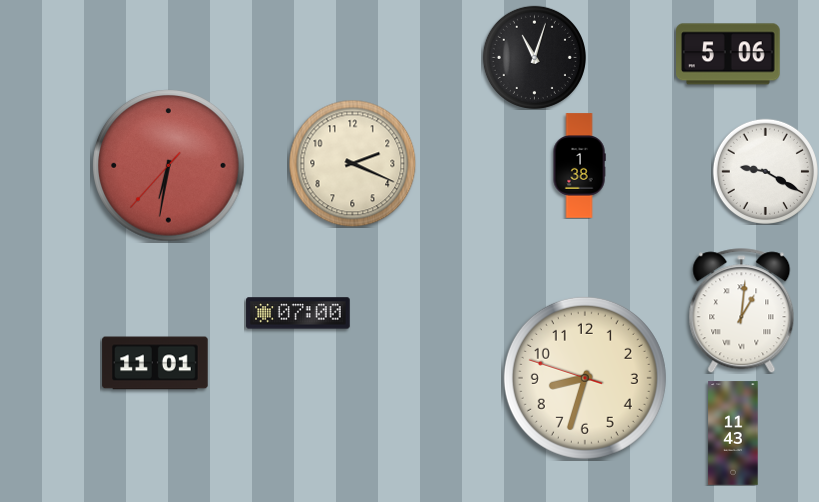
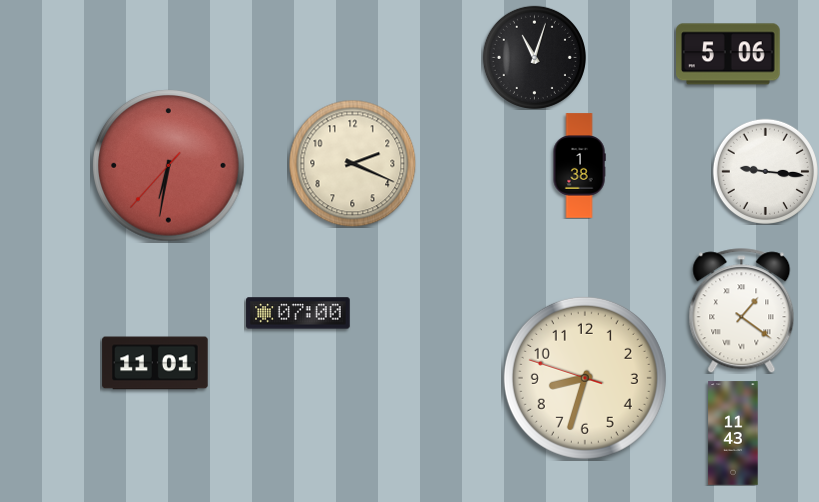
clock at (765, 171): 9:20 -> 9:16
clock at (742, 311): 1:01 -> 1:21
